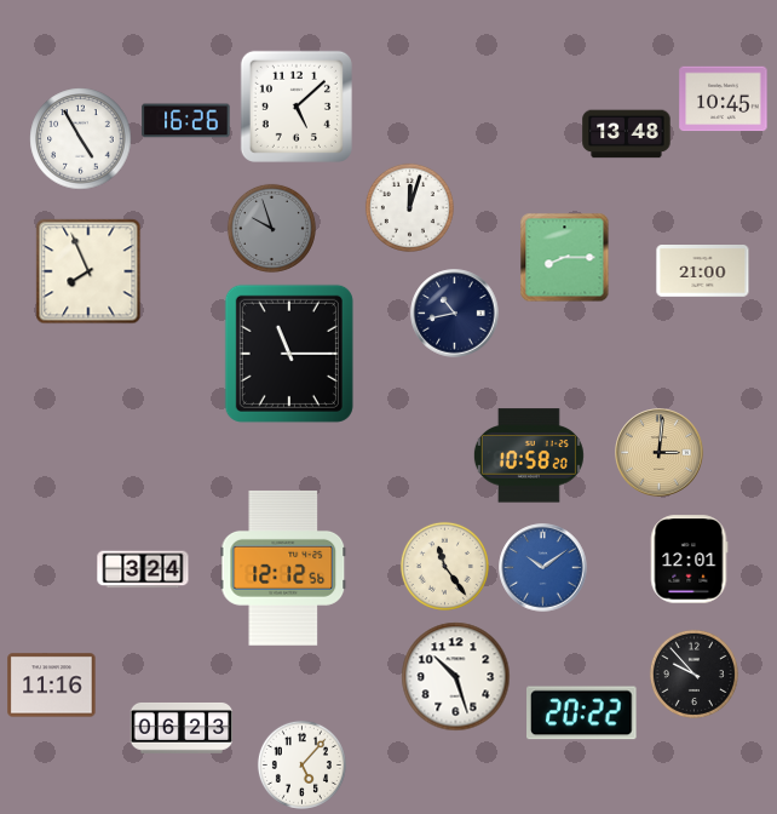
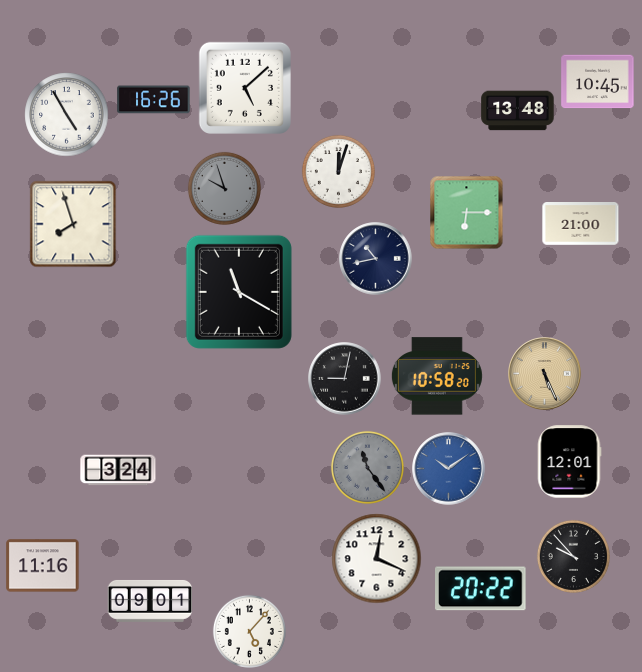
clock at (565, 258): 8:15 -> 6:15
clock at (88, 271): 7:56 -> 7:57
clock at (289, 354): 11:15 -> 11:20
clock at (660, 453): 3:01 -> 5:26
clock at (345, 379): none -> 9:02
clock at (444, 566) dial: cream -> grey
clock at (283, 568): 12:12 -> none
clock at (456, 677): 10:27 -> 12:19
clock at (182, 728): 06:23 -> 09:01
